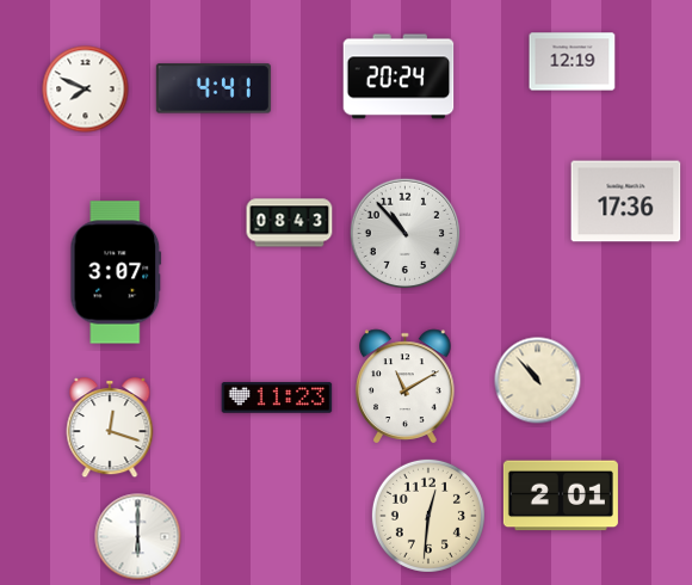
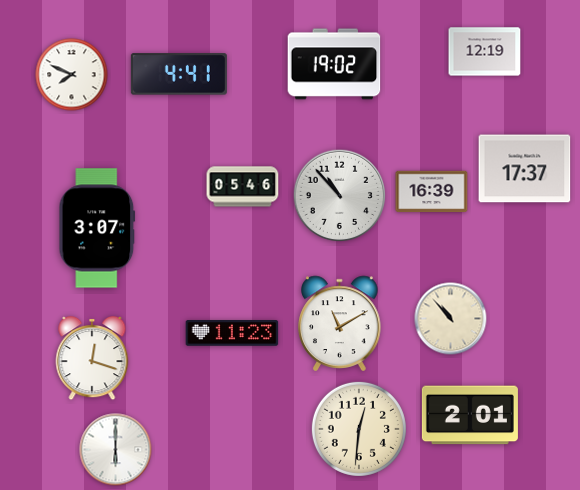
clock at (573, 62) position: (573, 62) -> (485, 52)
clock at (398, 76): 20:24 -> 19:02
clock at (626, 202): 17:36 -> 17:37
clock at (290, 223): 08:43 -> 05:46
clock at (432, 192): none -> 16:39
clock at (428, 516) position: (428, 516) -> (359, 429)
